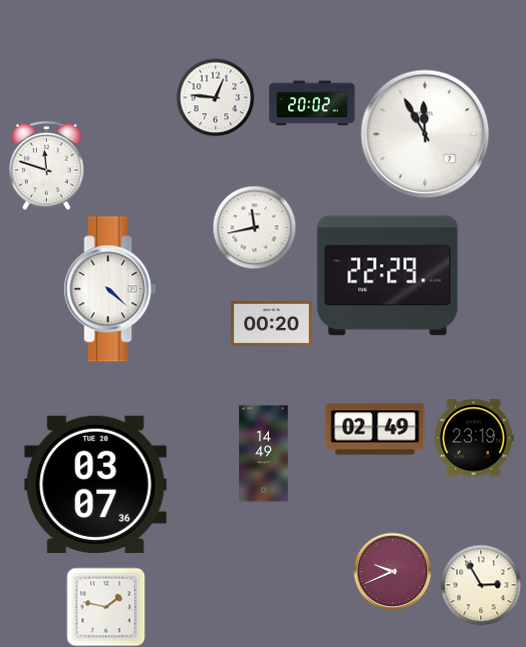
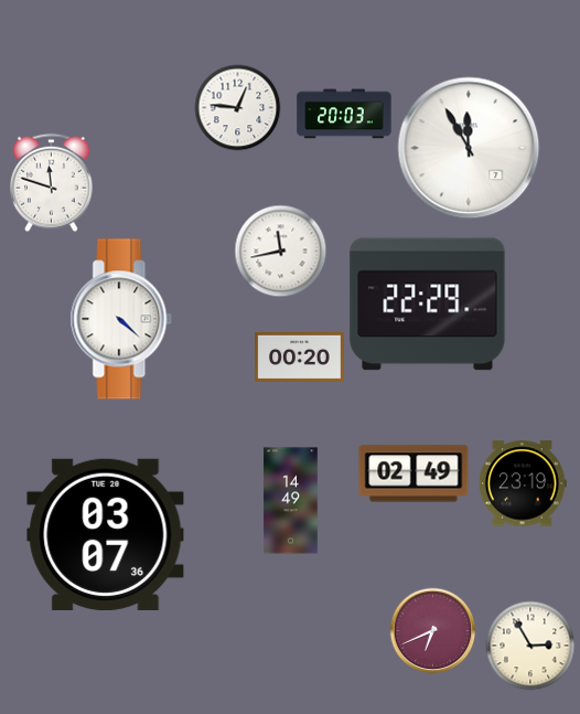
clock at (312, 103): 20:02 -> 20:03
clock at (392, 571): 9:41 -> 6:41
clock at (106, 607): 1:47 -> none
